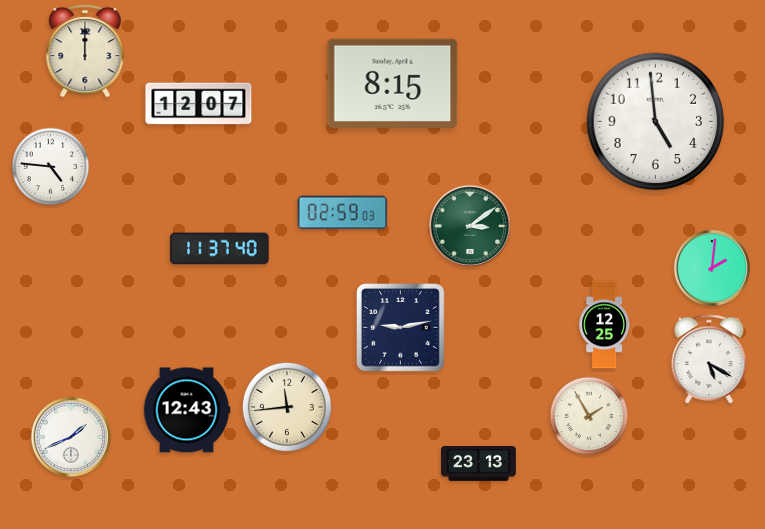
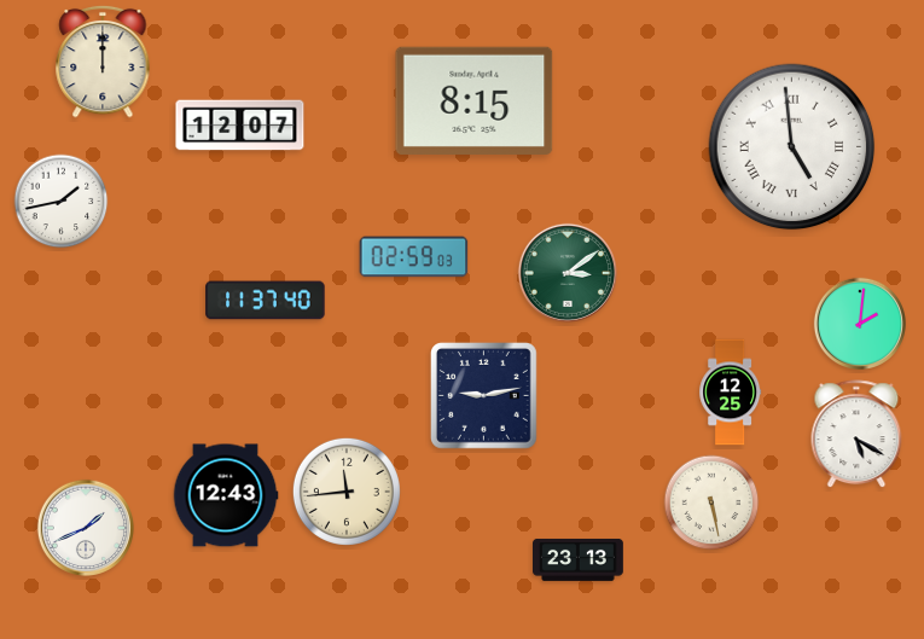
clock at (656, 122) numerals: Arabic -> Roman
clock at (51, 167): 4:46 -> 1:43
clock at (589, 416): 1:55 -> 5:28
